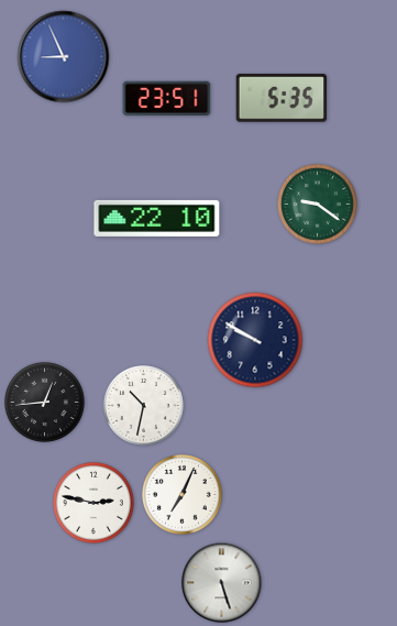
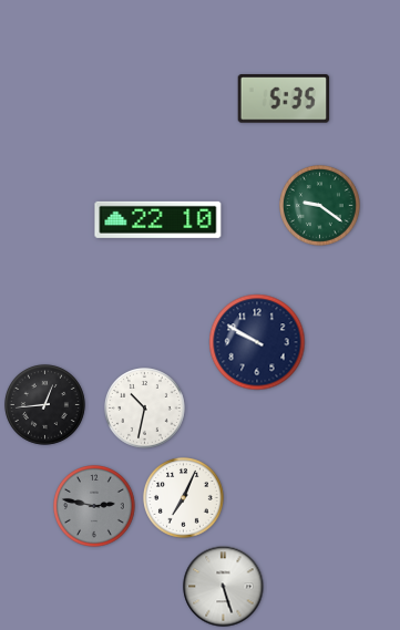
clock at (64, 57): 8:56 -> none
clock at (167, 98): 23:51 -> none
clock at (95, 504) dial: white -> grey
